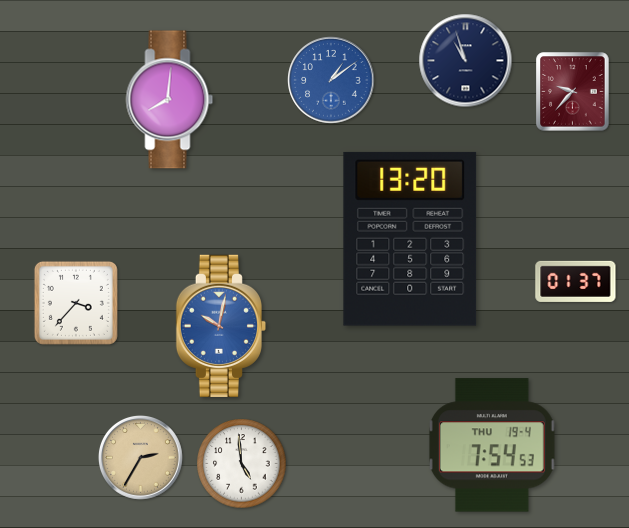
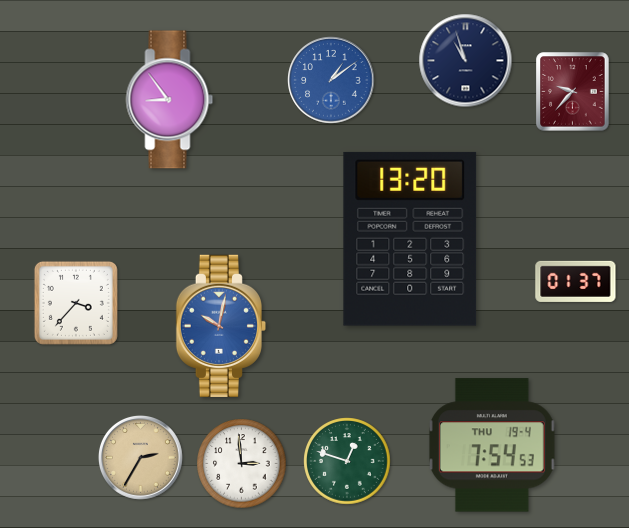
clock at (170, 100): 8:01 -> 8:54
clock at (347, 461): none -> 12:48
clock at (242, 464): 4:59 -> 2:59
